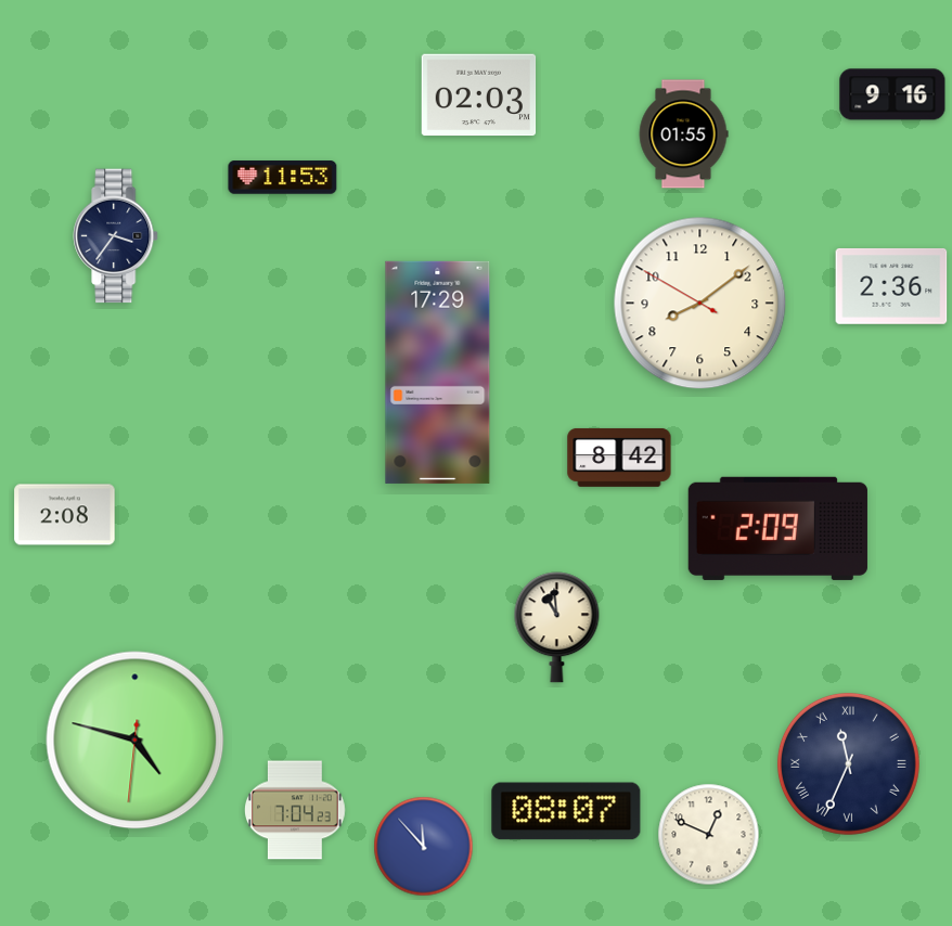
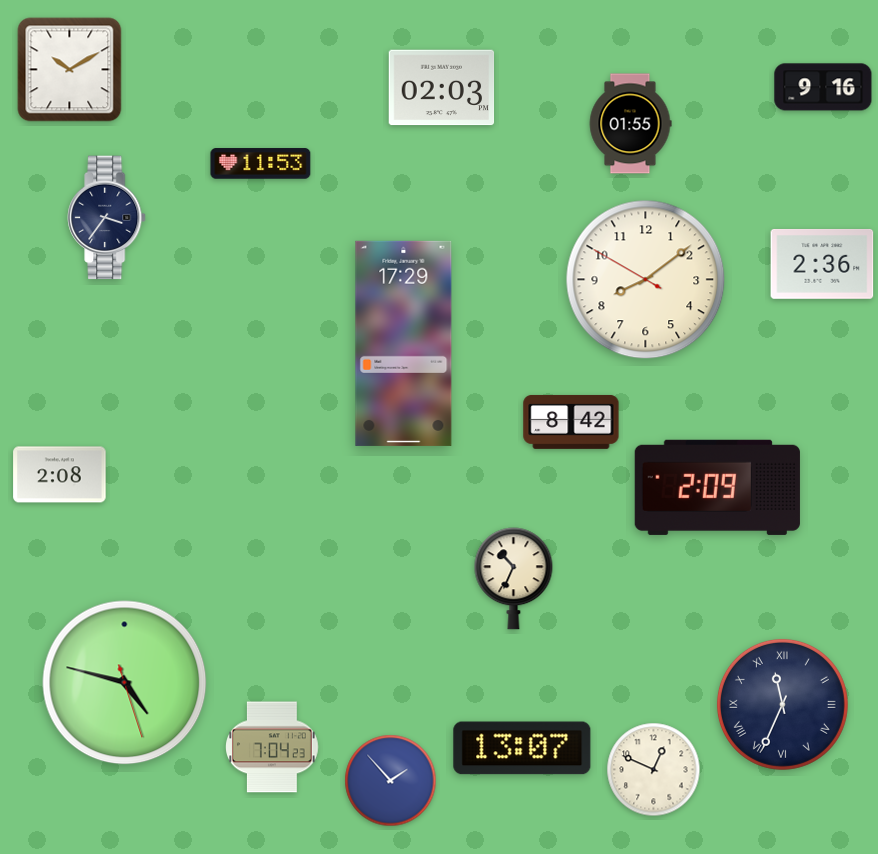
clock at (70, 70): none -> 10:10
clock at (557, 628): 10:59 -> 10:34
clock at (136, 741): 4:47:31 -> 4:47:27
clock at (566, 811): 08:07 -> 13:07
clock at (424, 847): 11:53 -> 1:53
